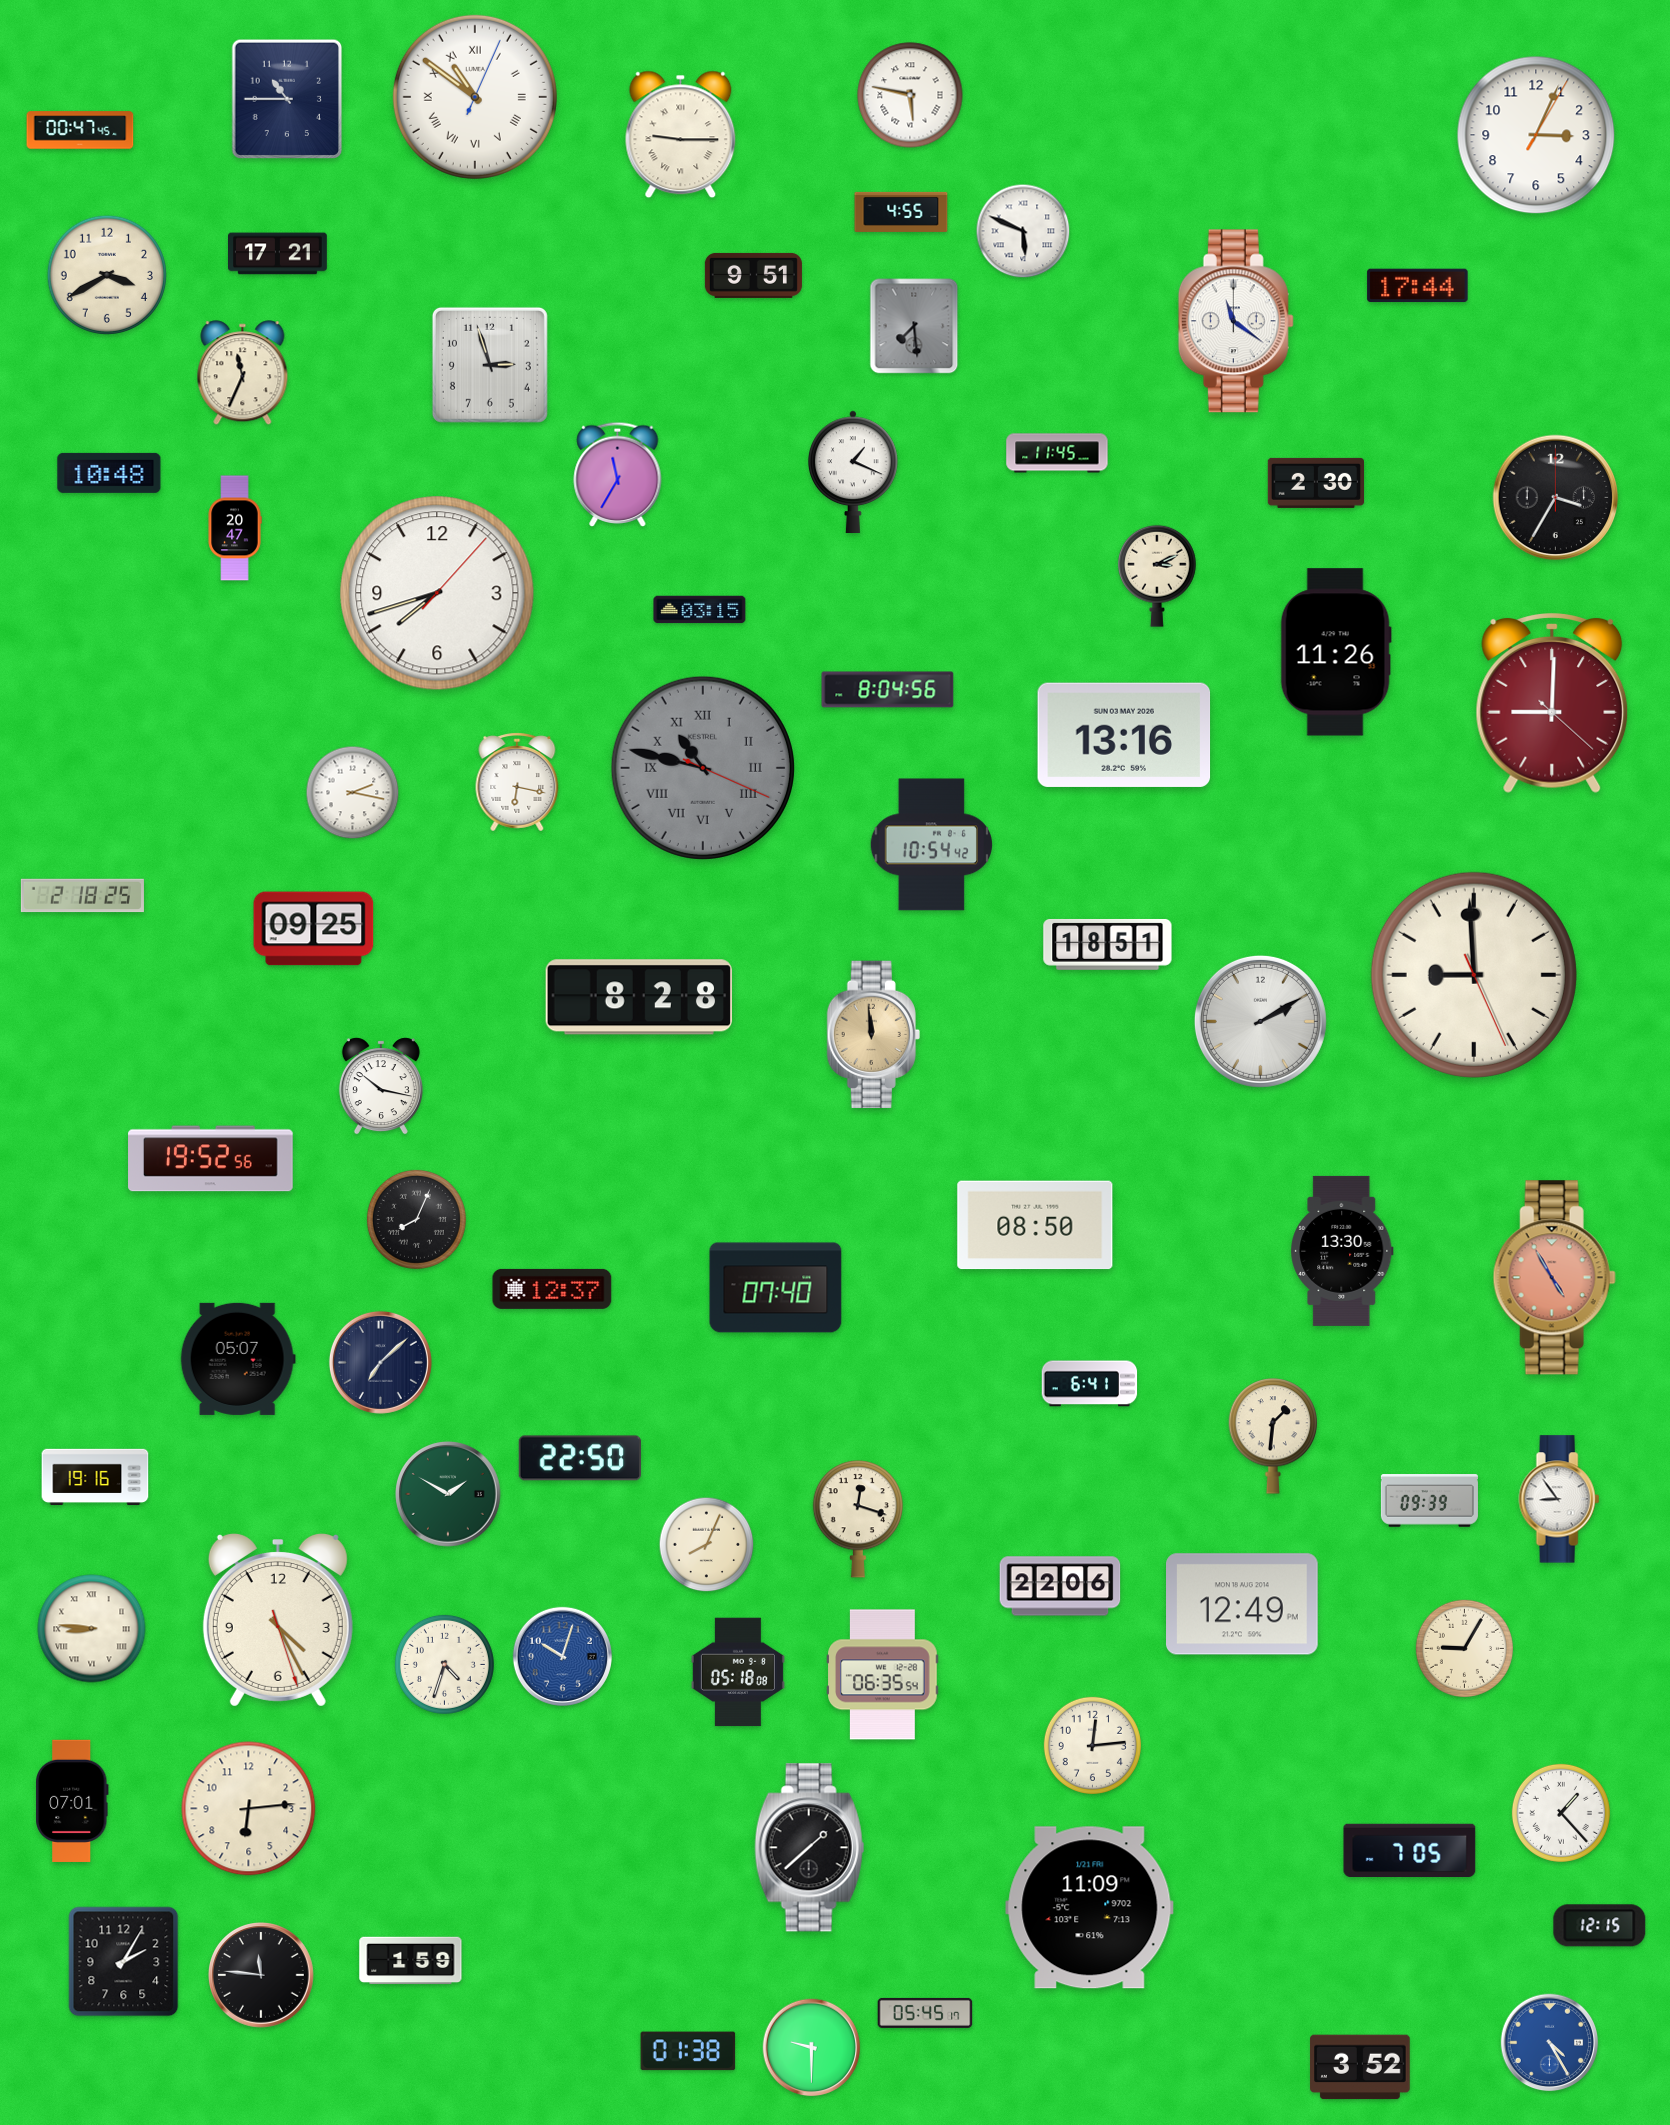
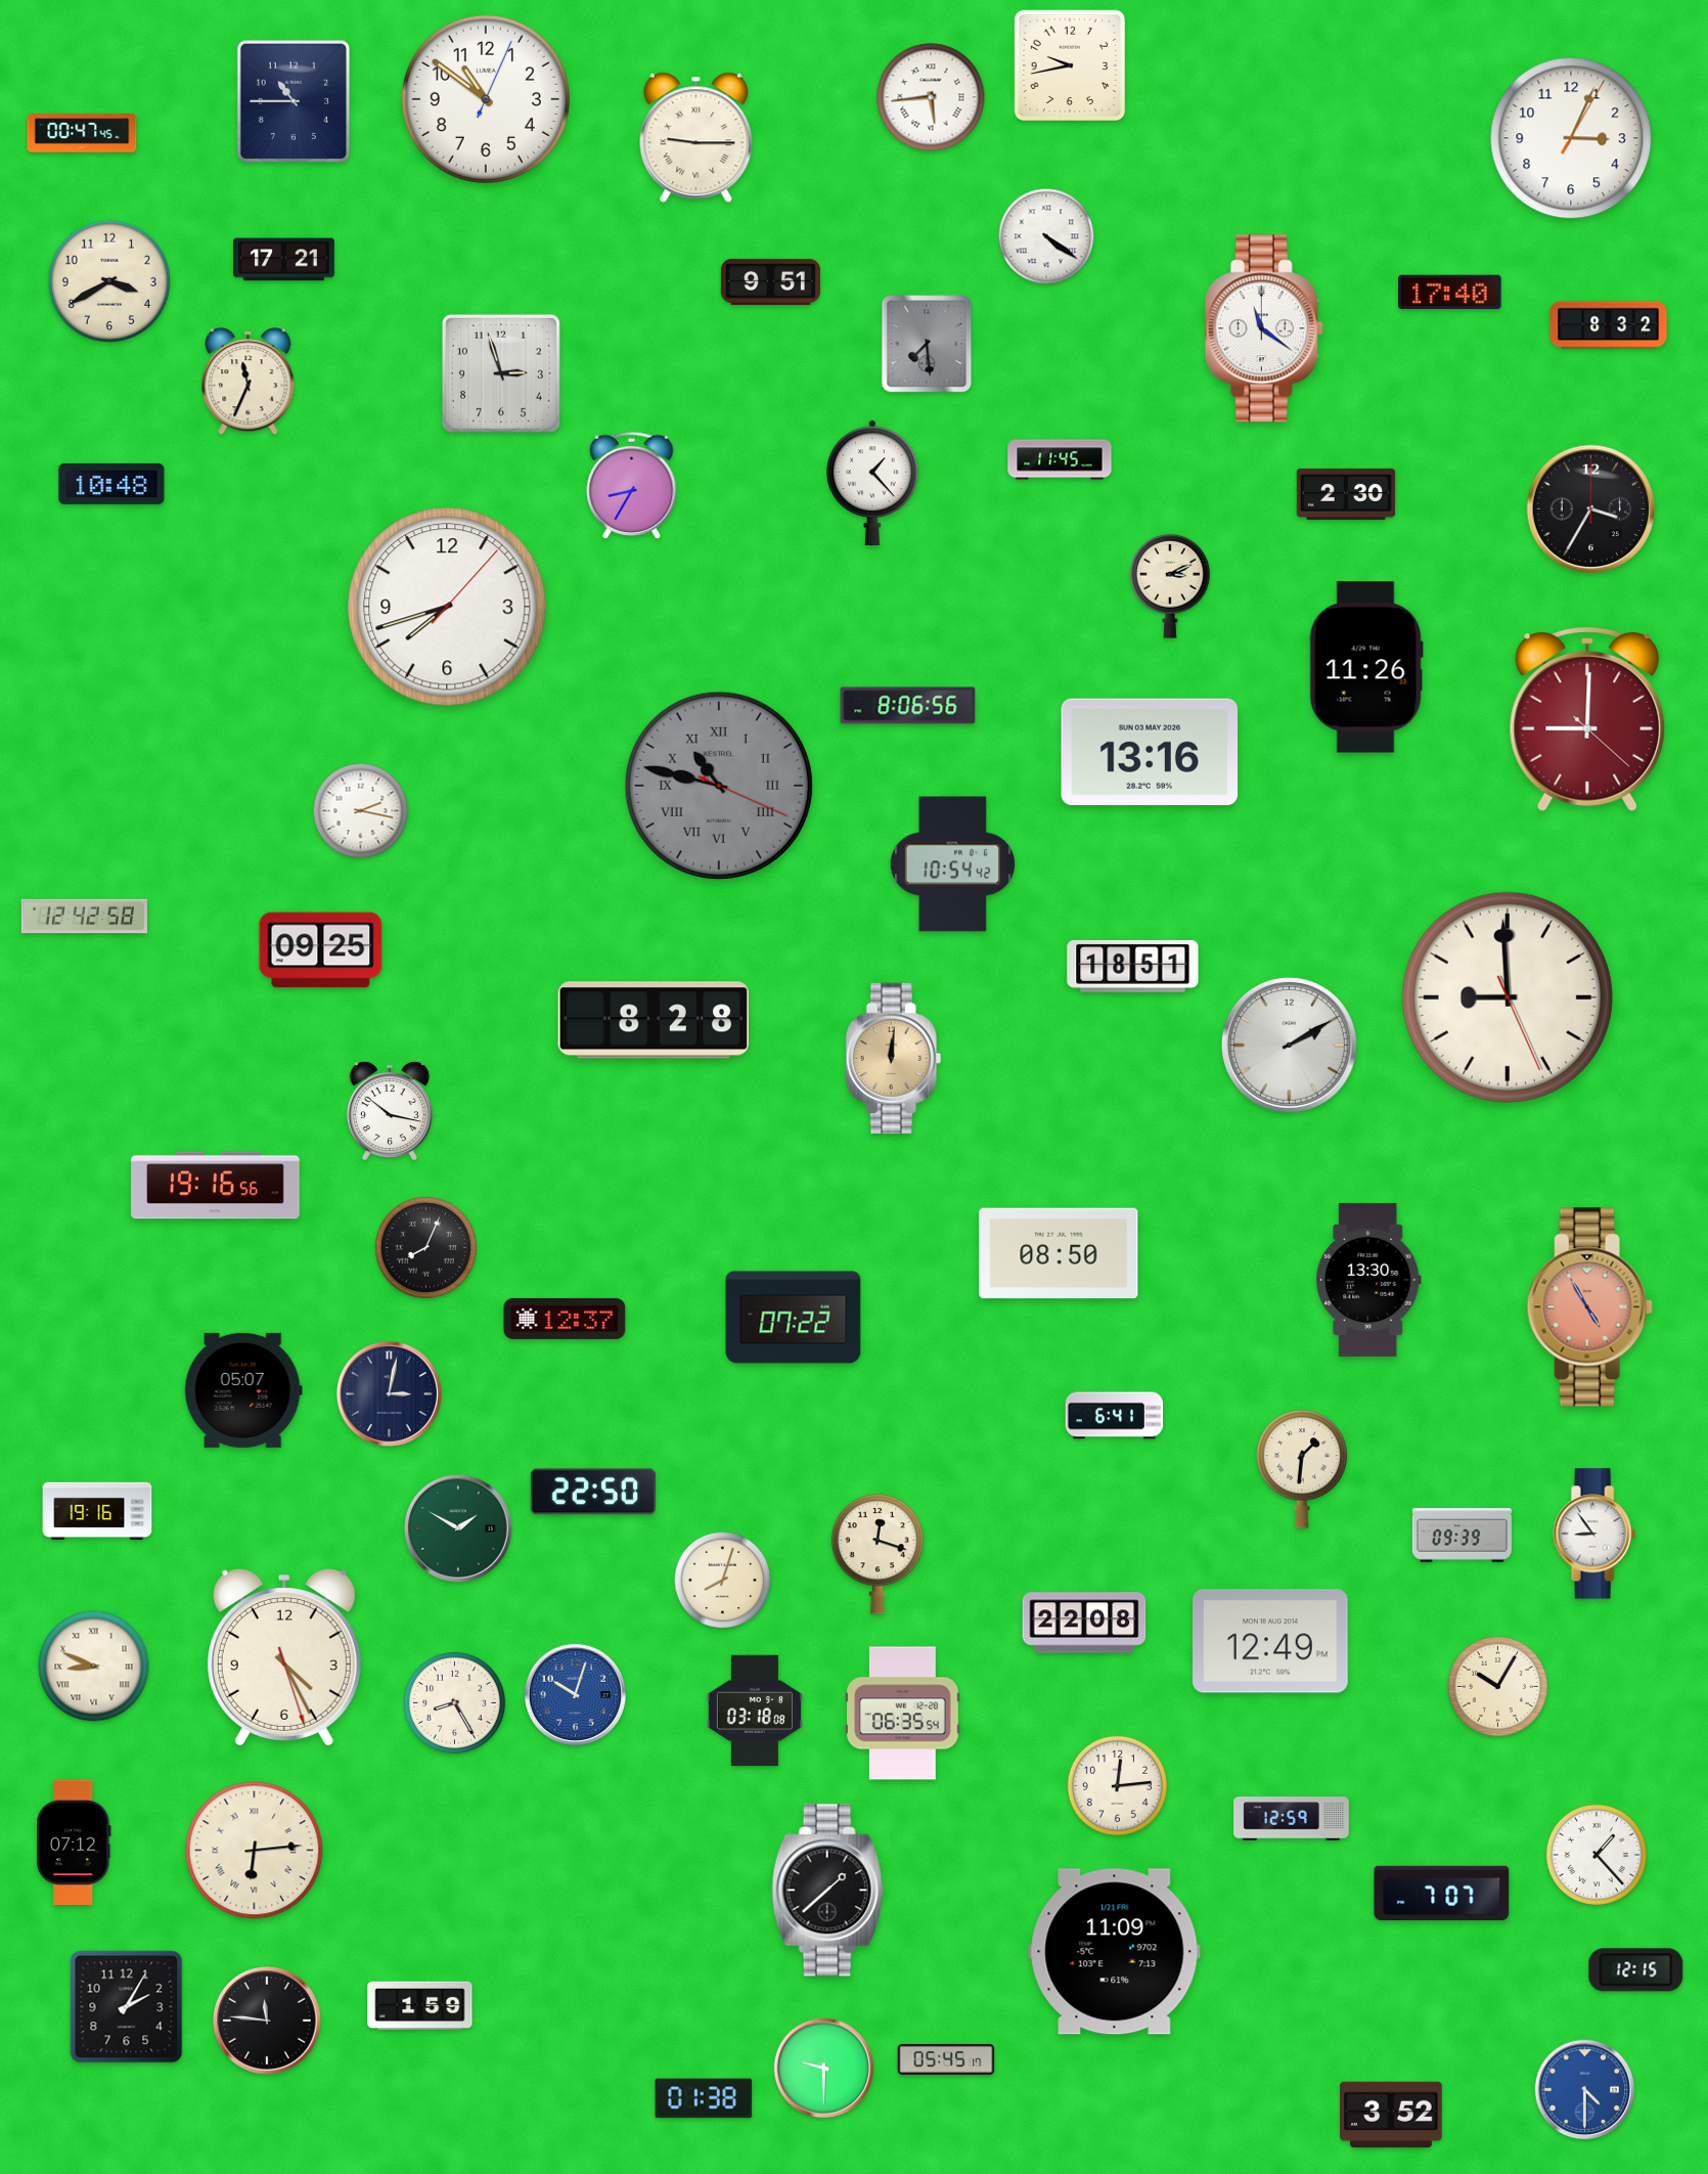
clock at (1070, 65): none -> 9:43
clock at (910, 95): 5:47 -> 5:44
clock at (475, 97) numerals: Roman -> Arabic
clock at (901, 212): 4:55 -> none
clock at (1023, 231): 5:49 -> 4:21
clock at (1418, 286): 17:44 -> 17:40
clock at (1609, 325): none -> 8:32
clock at (914, 326) position: (914, 326) -> (927, 344)
clock at (1057, 453) position: (1057, 453) -> (1060, 459)
clock at (854, 471): 1:19 -> 1:23
clock at (618, 474): 11:35 -> 8:35
clock at (235, 528): 20:47 -> none
clock at (1158, 576) position: (1158, 576) -> (1171, 586)
clock at (700, 610): 03:15 -> none
clock at (888, 690): 8:04 -> 8:06
clock at (517, 782): 6:17 -> none
clock at (82, 896): 2:18 -> 12:42
clock at (873, 1035): 11:59 -> 12:01
clock at (211, 1159): 19:52 -> 19:16
clock at (1342, 1251) position: (1342, 1251) -> (1368, 1280)
clock at (776, 1288): 07:40 -> 07:22
clock at (380, 1362): 7:08 -> 3:02
clock at (707, 1545): 8:04 -> 8:03
clock at (1060, 1586): 22:06 -> 22:08
clock at (92, 1629): 8:46 -> 8:49
clock at (1464, 1648): 9:05 -> 10:05
clock at (444, 1664): 4:33 -> 8:25
clock at (738, 1672): 05:18 -> 03:18
clock at (1292, 1819): none -> 12:59
clock at (72, 1801): 07:01 -> 07:12
clock at (249, 1809) numerals: Arabic -> Roman
clock at (1410, 1851): 7:05 -> 7:07
clock at (1550, 2043): 4:25 -> 4:30
clock at (812, 2048) position: (812, 2048) -> (824, 2069)
